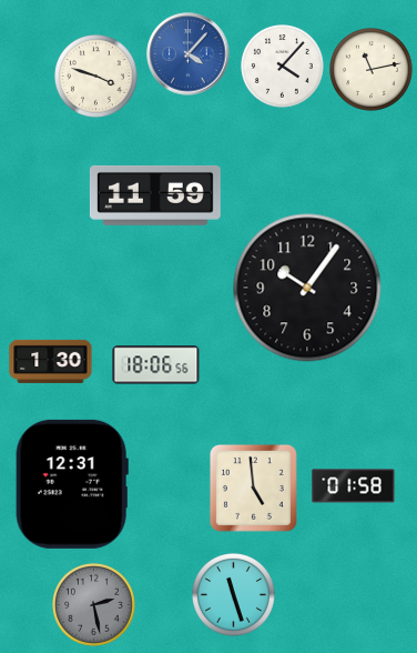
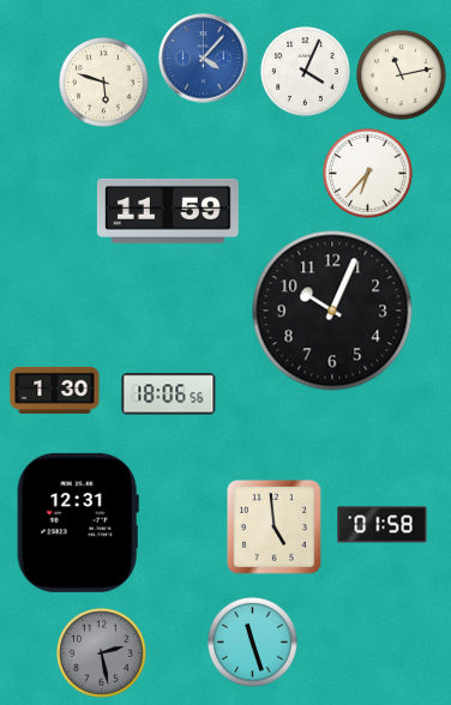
clock at (283, 67): 4:07 -> 4:04
clock at (96, 77): 3:48 -> 5:48
clock at (368, 174): none -> 6:37
clock at (307, 288): 10:06 -> 10:04
